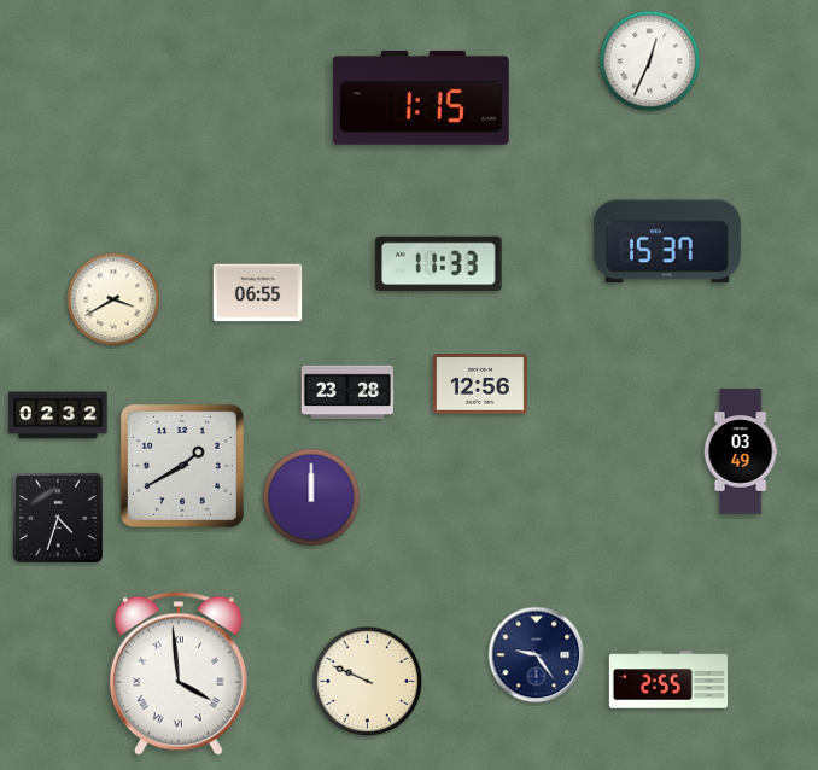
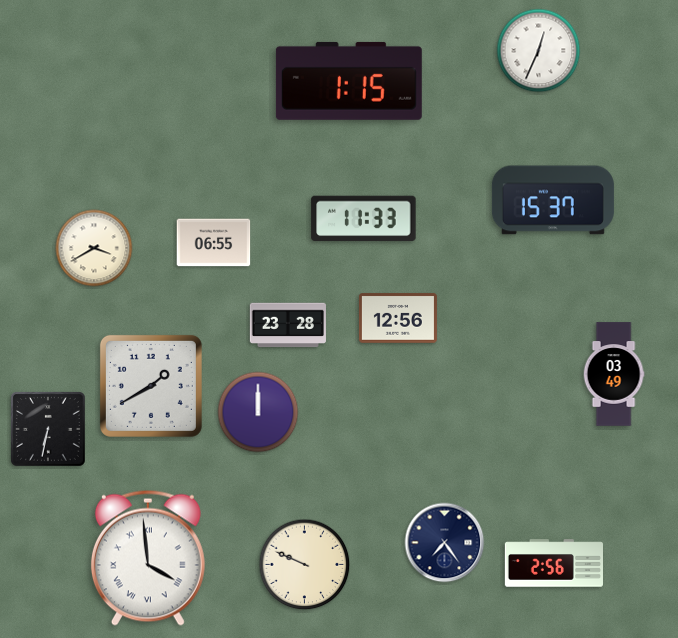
clock at (58, 415): 02:32 -> none
clock at (59, 519): 4:33 -> 6:32
clock at (537, 655): 9:24 -> 7:24
clock at (667, 679): 2:55 -> 2:56
